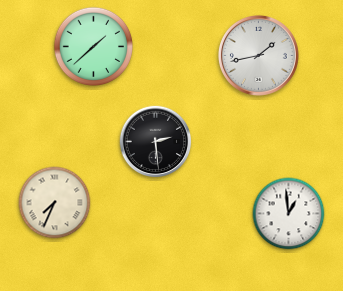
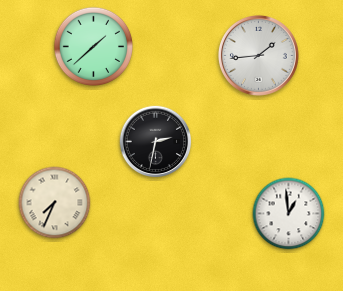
clock at (258, 55): 1:43 -> 1:44
clock at (156, 142): 2:29 -> 2:32
